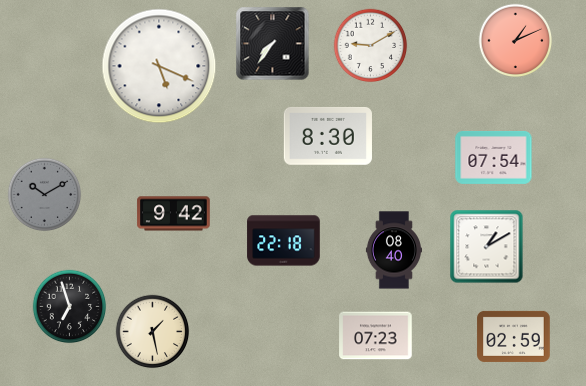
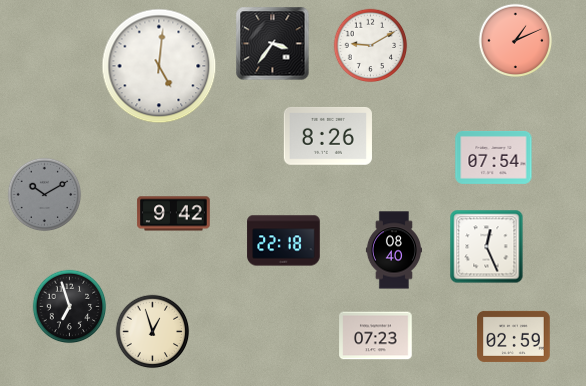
clock at (273, 44): 7:36 -> 3:36
clock at (159, 66): 5:19 -> 5:01
clock at (328, 136): 8:30 -> 8:26
clock at (487, 247): 1:10 -> 12:26
clock at (153, 332): 1:28 -> 12:57
